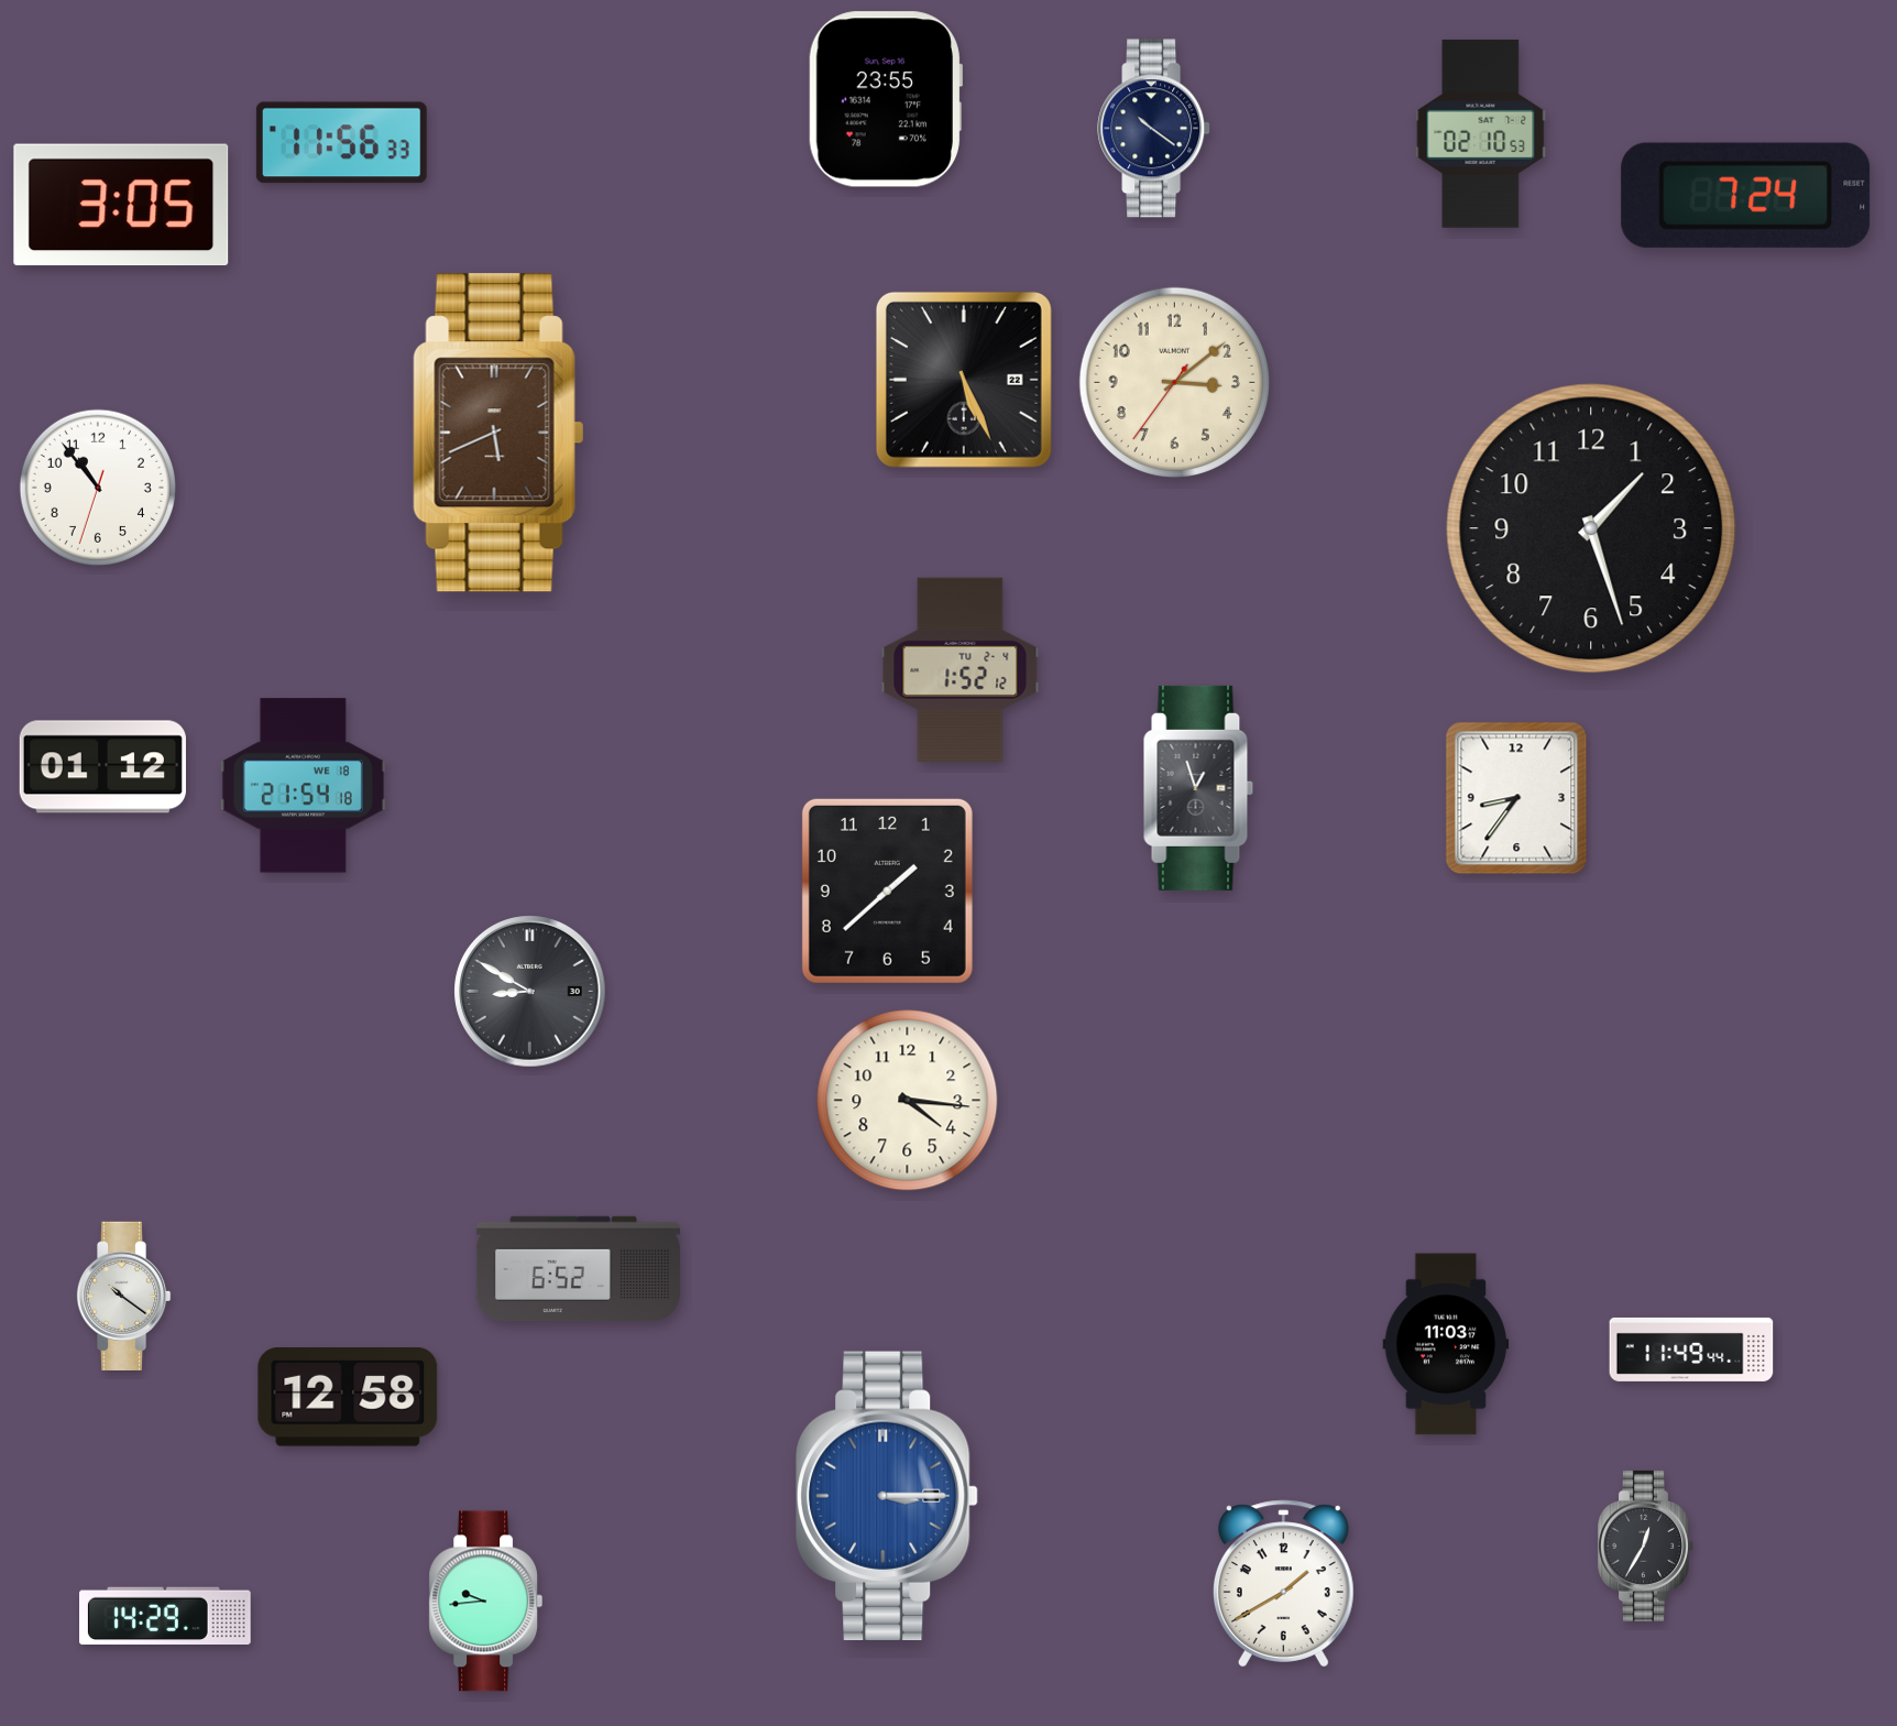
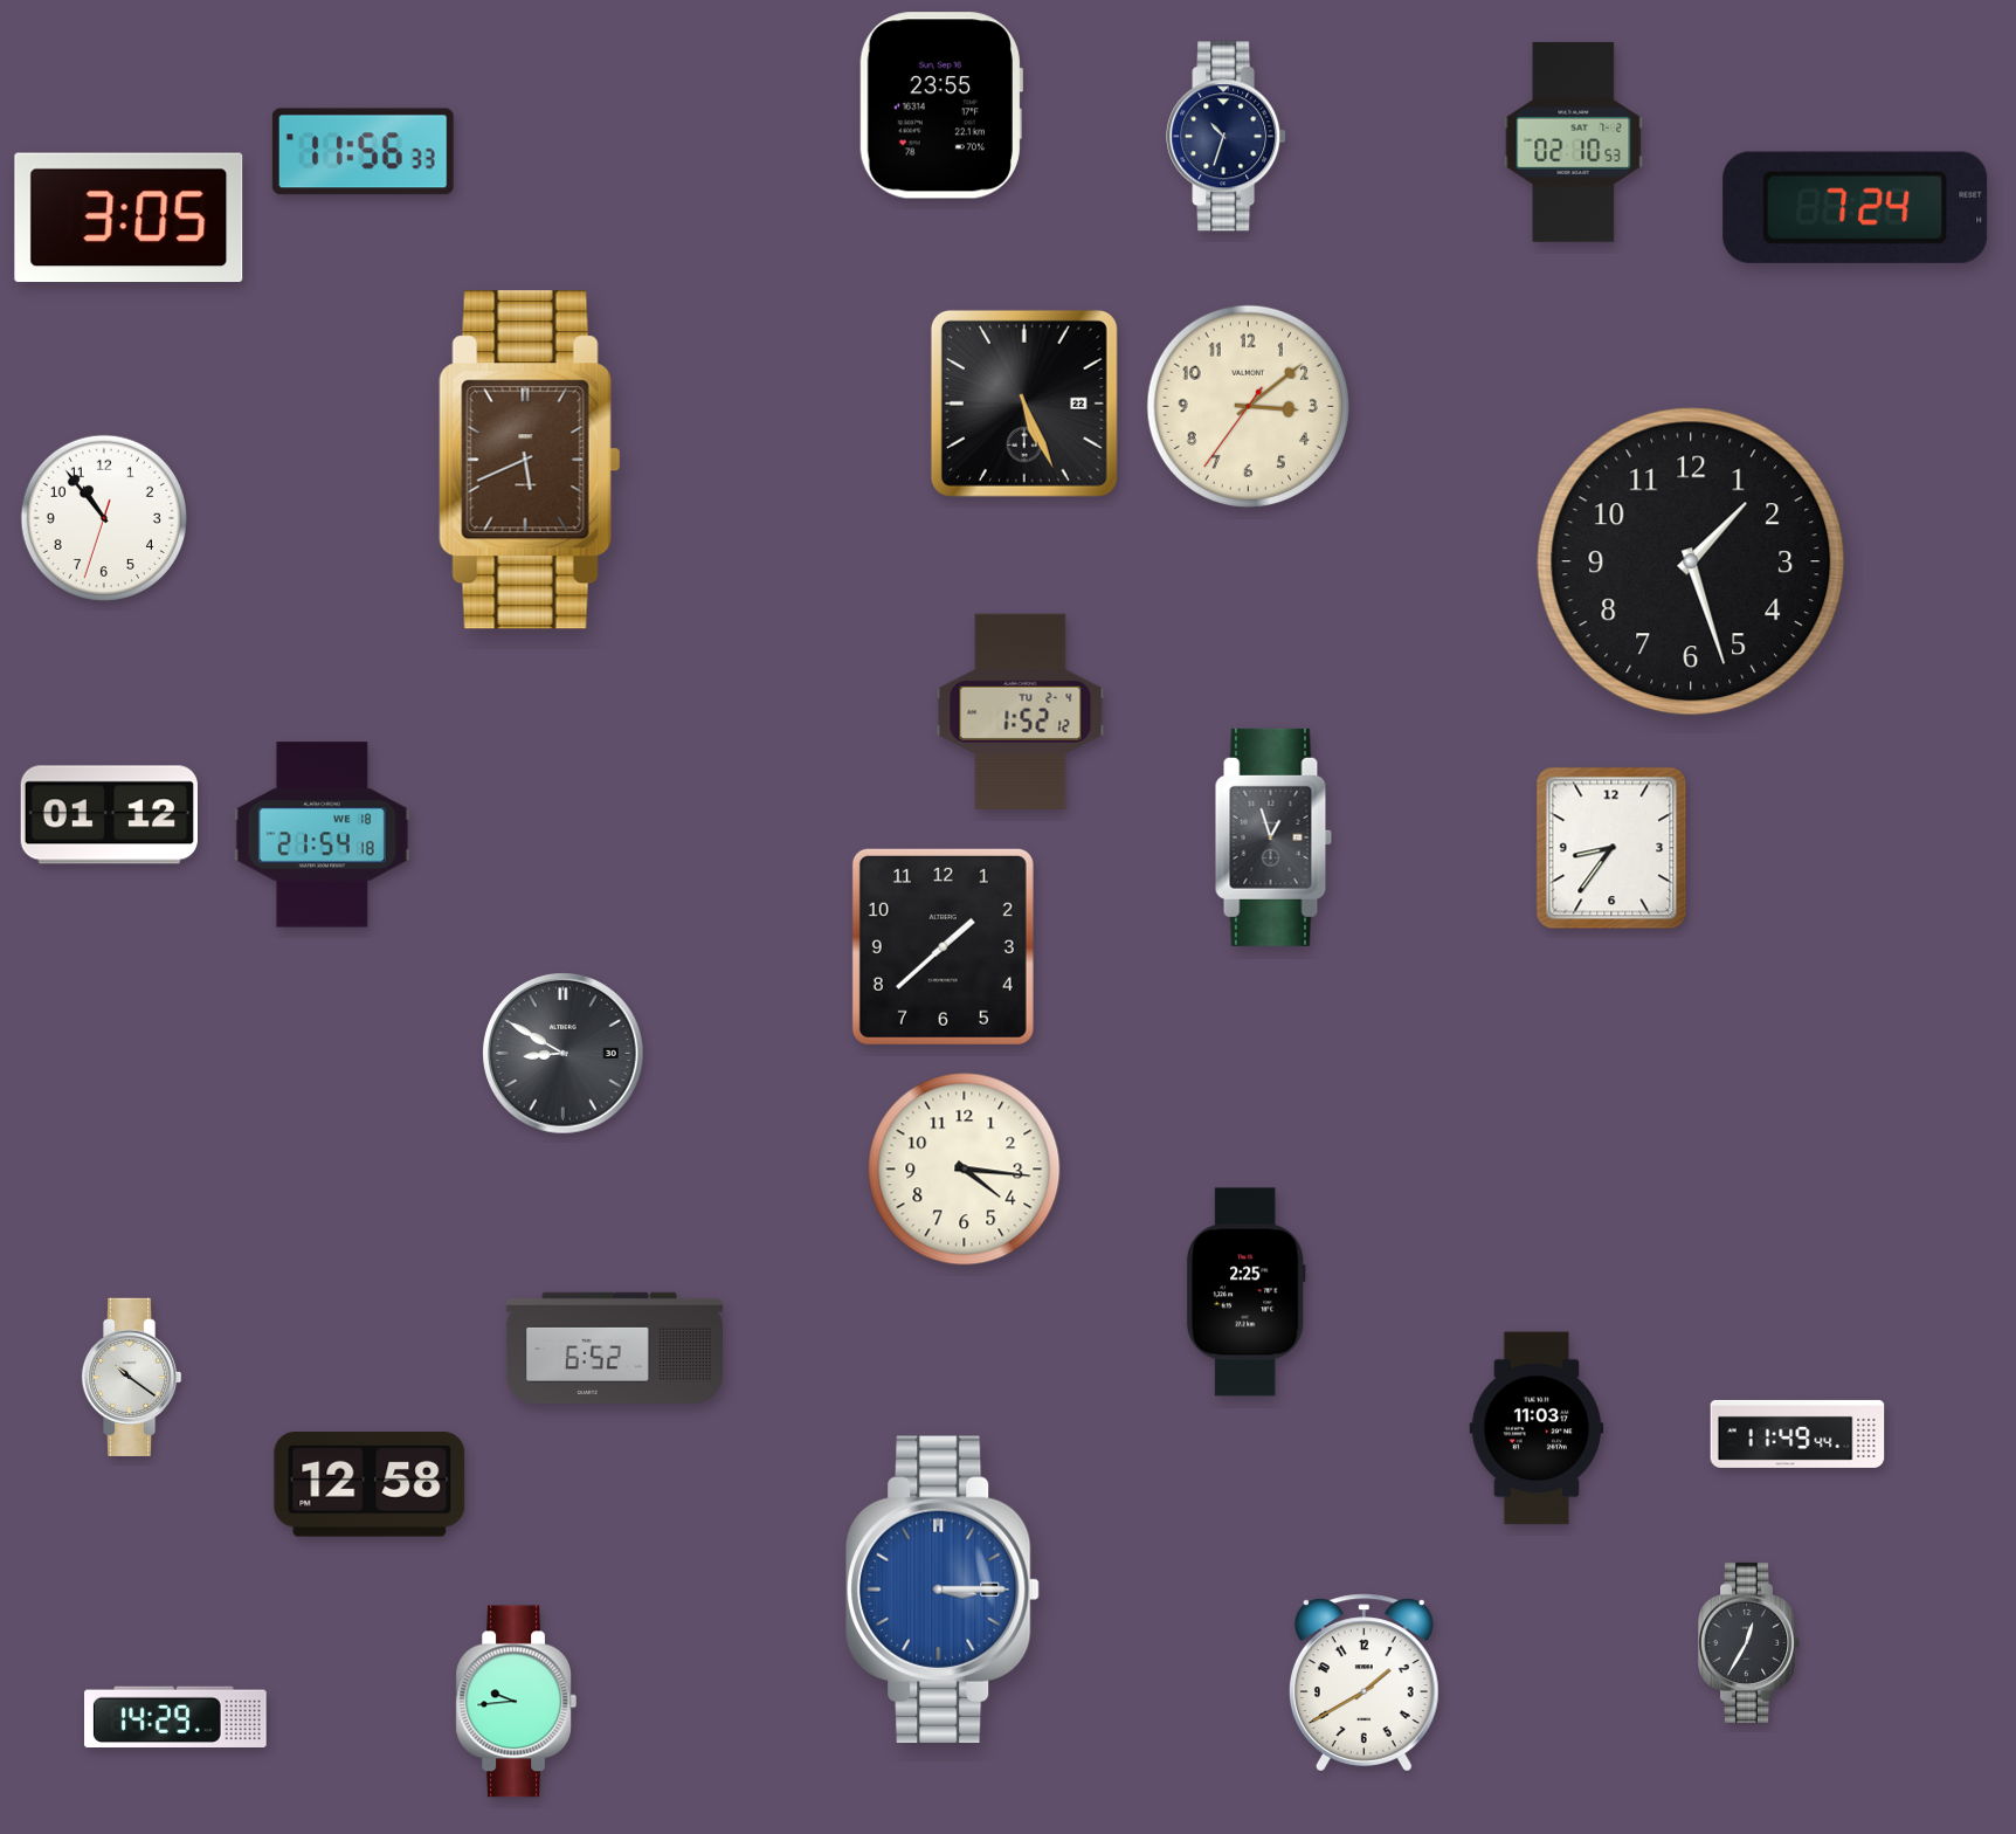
clock at (1154, 129): 10:21 -> 10:33
clock at (1245, 1292): none -> 2:25
